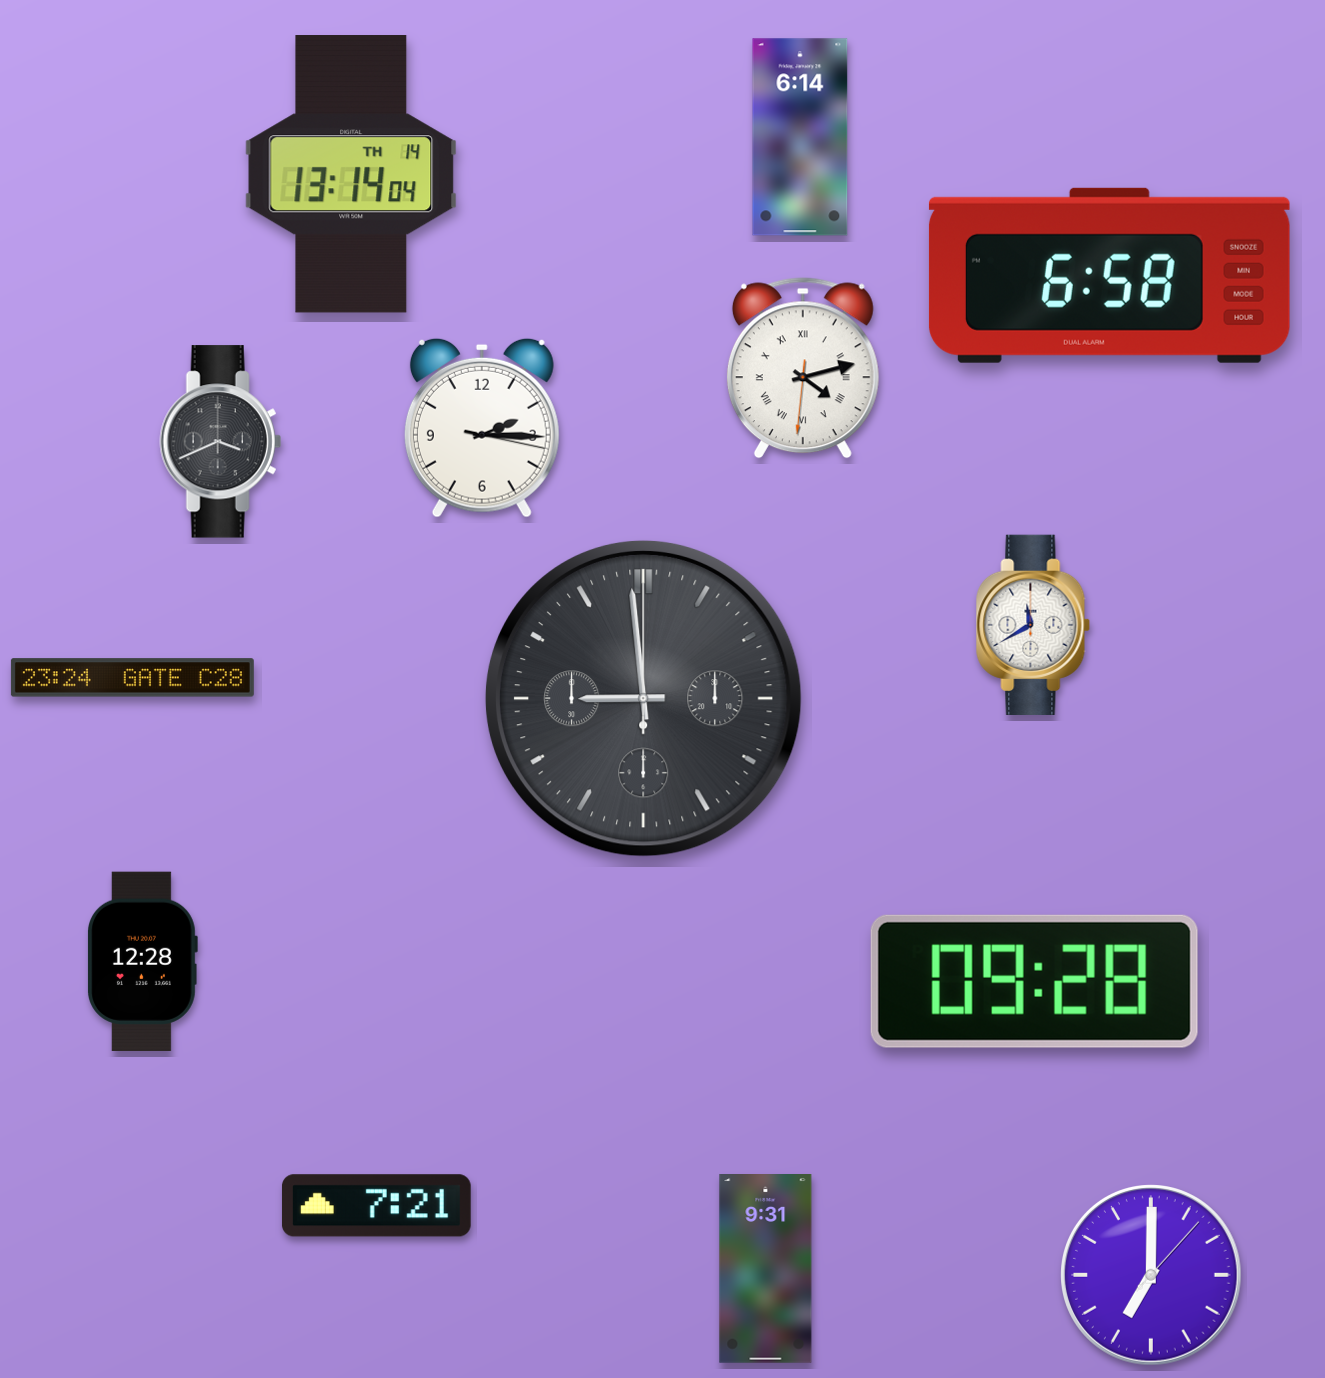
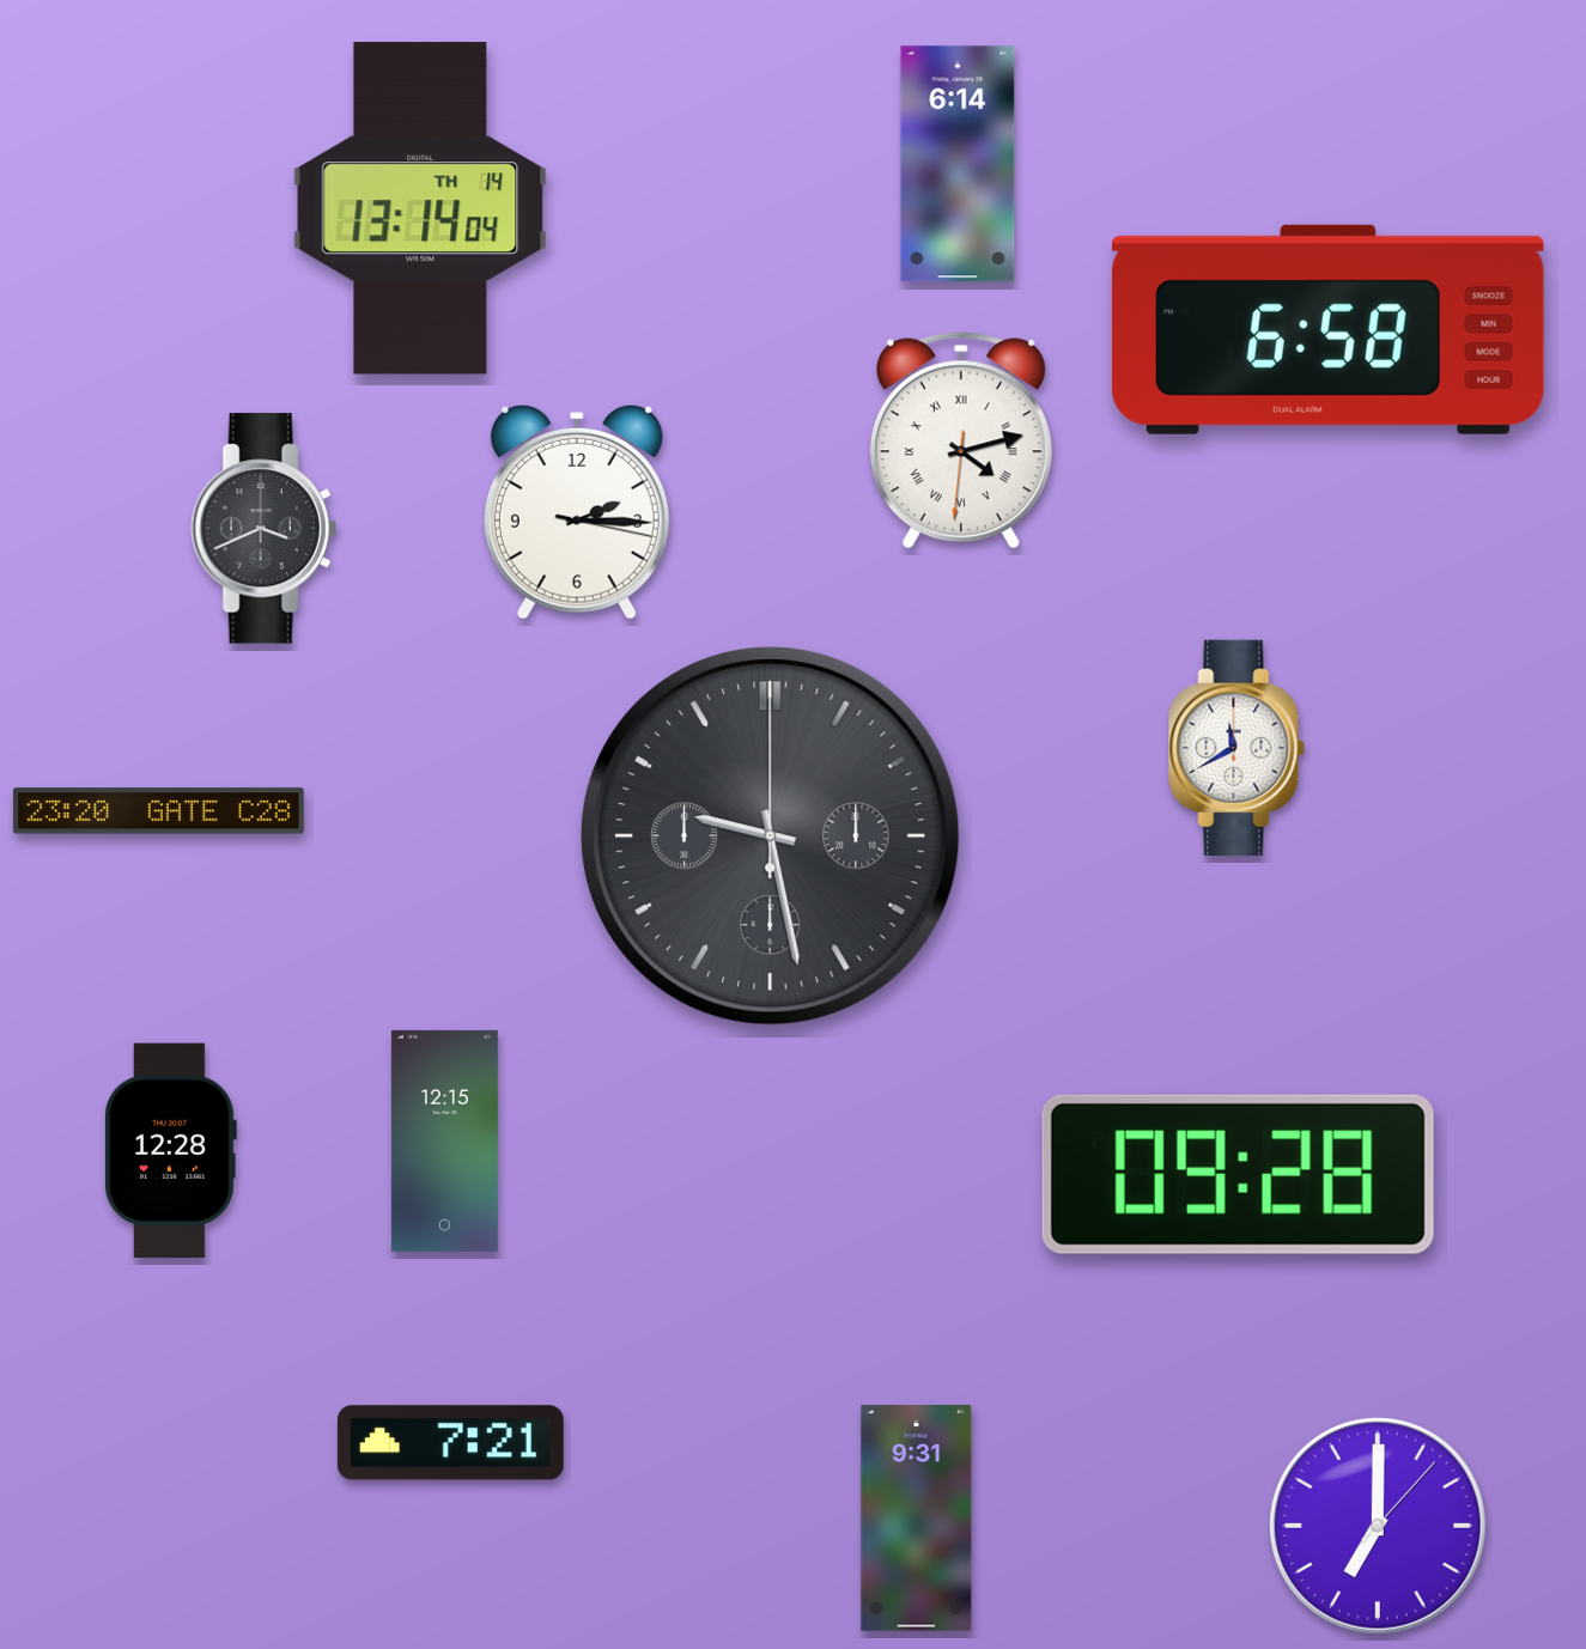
clock at (132, 678): 23:24 -> 23:20
clock at (643, 698): 8:59 -> 9:28
clock at (444, 1140): none -> 12:15
